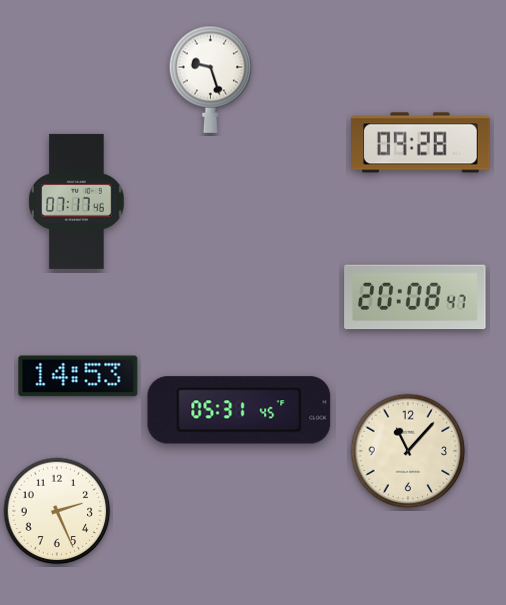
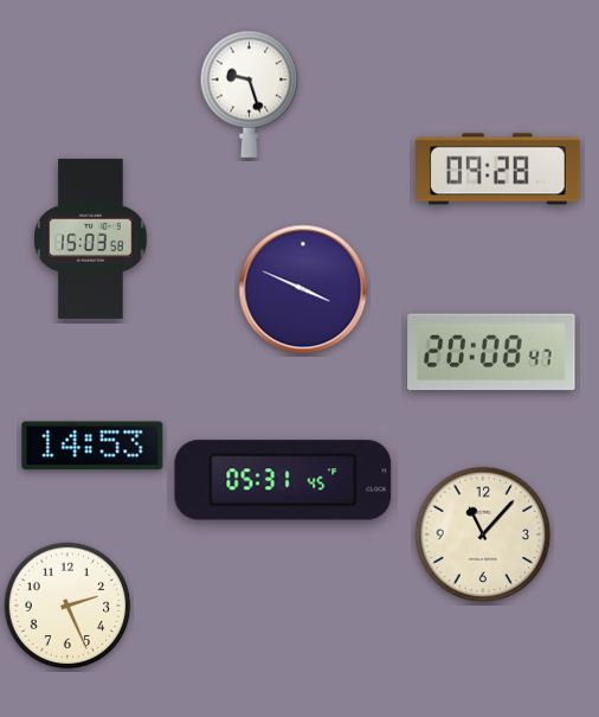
clock at (77, 201): 07:17 -> 15:03
clock at (303, 289): none -> 3:49
clock at (239, 410) position: (239, 410) -> (283, 480)
